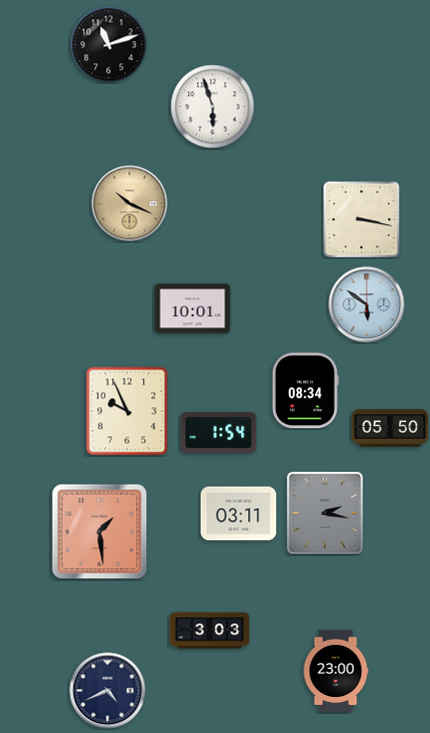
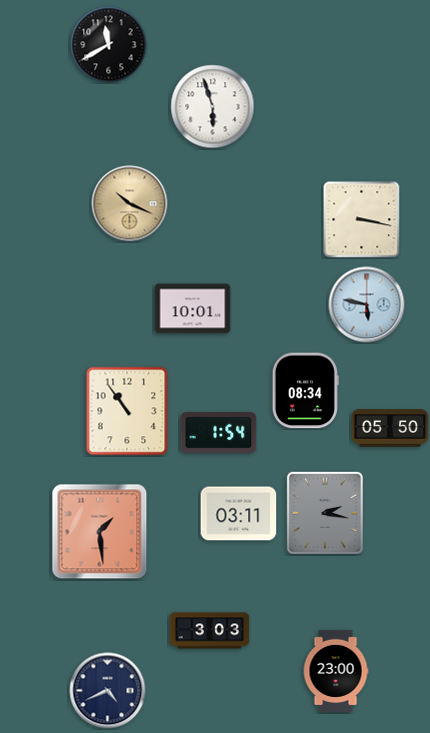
clock at (109, 45): 11:12 -> 11:40
clock at (367, 305): 5:51 -> 5:47
clock at (127, 411): 9:56 -> 10:54
